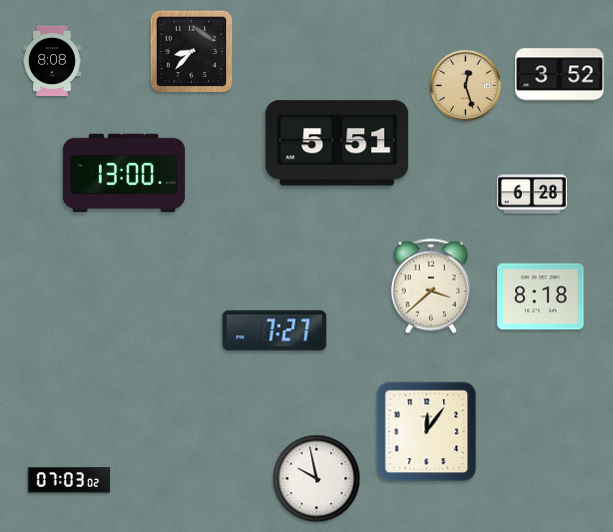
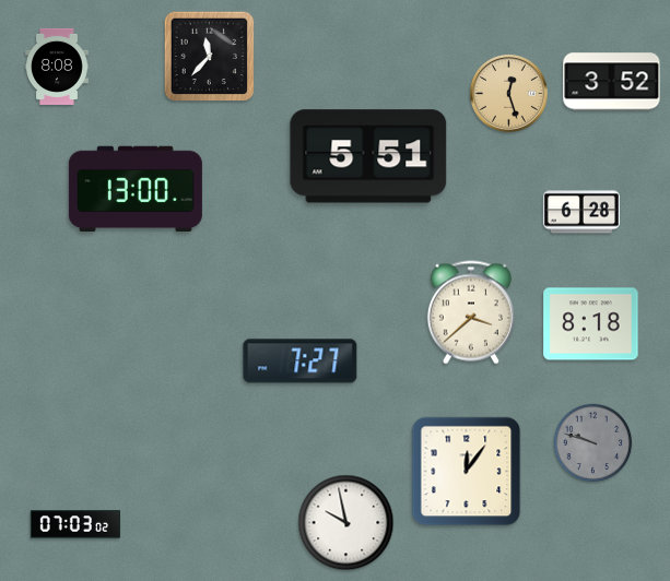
clock at (192, 52): 8:37 -> 11:37
clock at (593, 443): none -> 9:48
